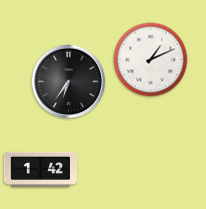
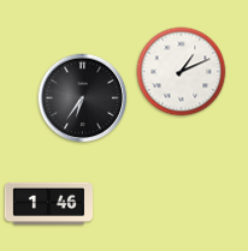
clock at (40, 169): 1:42 -> 1:46
